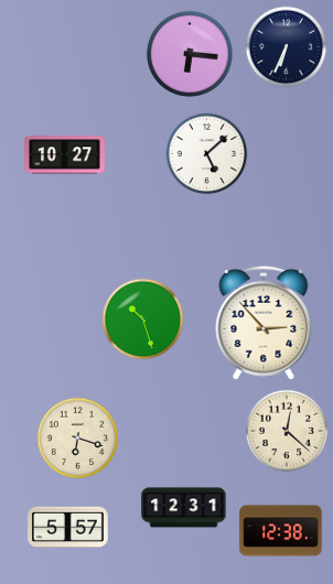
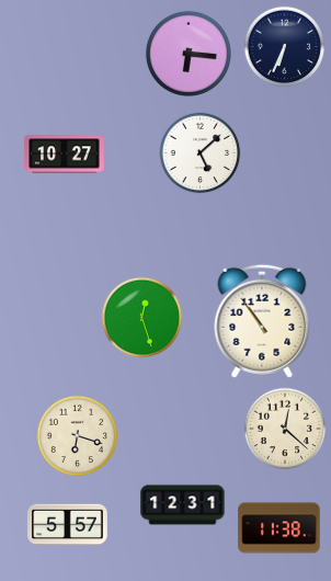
clock at (207, 154) position: (207, 154) -> (201, 153)
clock at (143, 320): 10:27 -> 12:27
clock at (264, 323): 2:53 -> 10:54
clock at (281, 531): 12:38 -> 11:38
